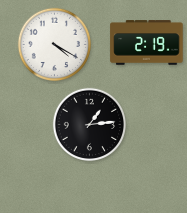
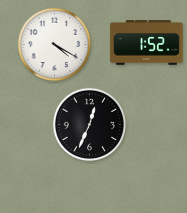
clock at (147, 43): 2:19 -> 1:52
clock at (89, 124): 1:14 -> 12:34
